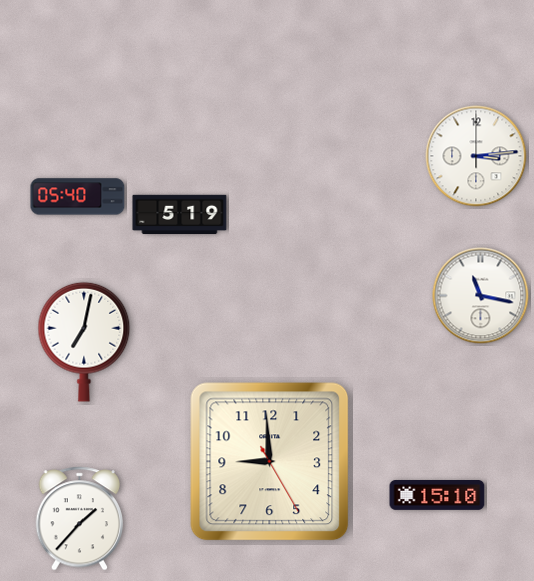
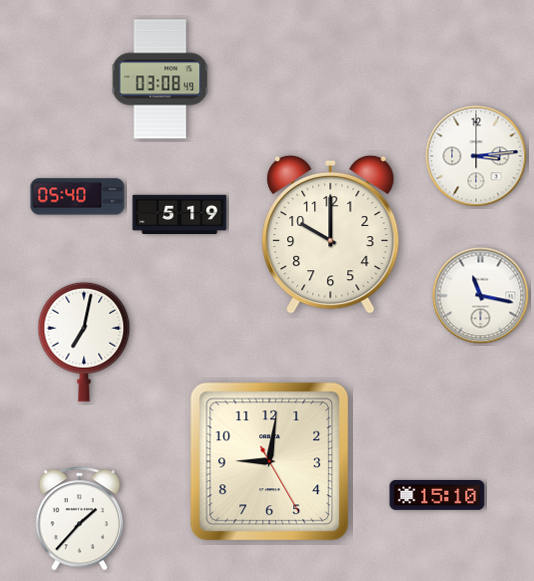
clock at (160, 79): none -> 03:08
clock at (331, 234): none -> 10:00
clock at (270, 462): 8:59 -> 9:01
